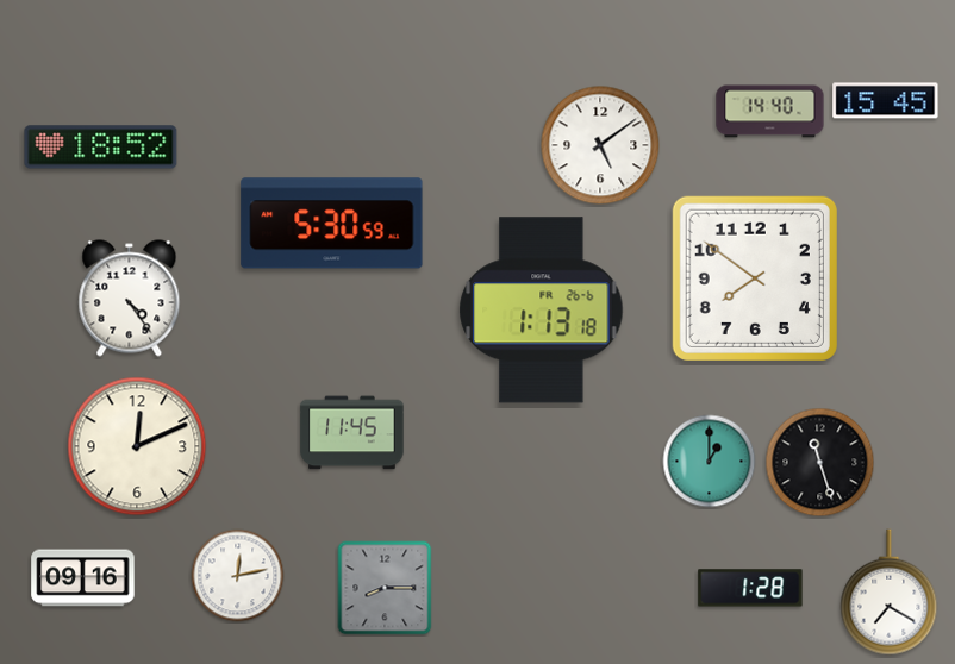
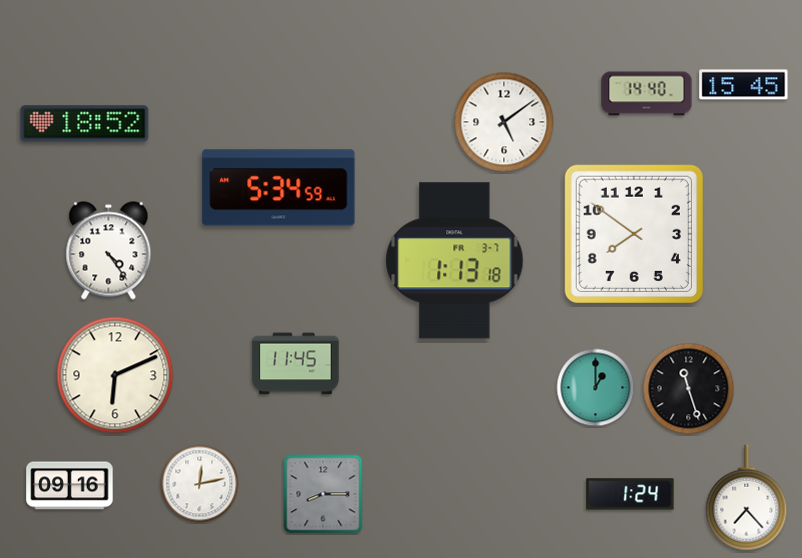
clock at (332, 224): 5:30 -> 5:34
clock at (542, 311) date: FR 26-6 -> FR 3-7
clock at (137, 446): 12:11 -> 6:11
clock at (750, 588): 1:28 -> 1:24
clock at (890, 593): 7:20 -> 7:23
